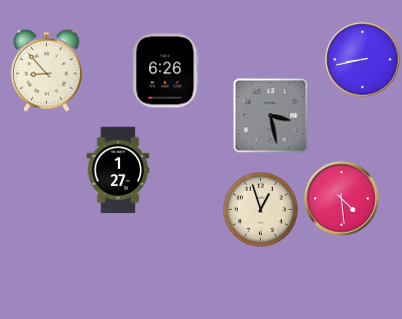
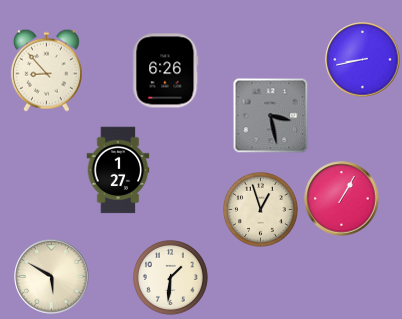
clock at (342, 199): 4:29 -> 1:05
clock at (52, 277): none -> 5:50
clock at (170, 277): none -> 1:31
